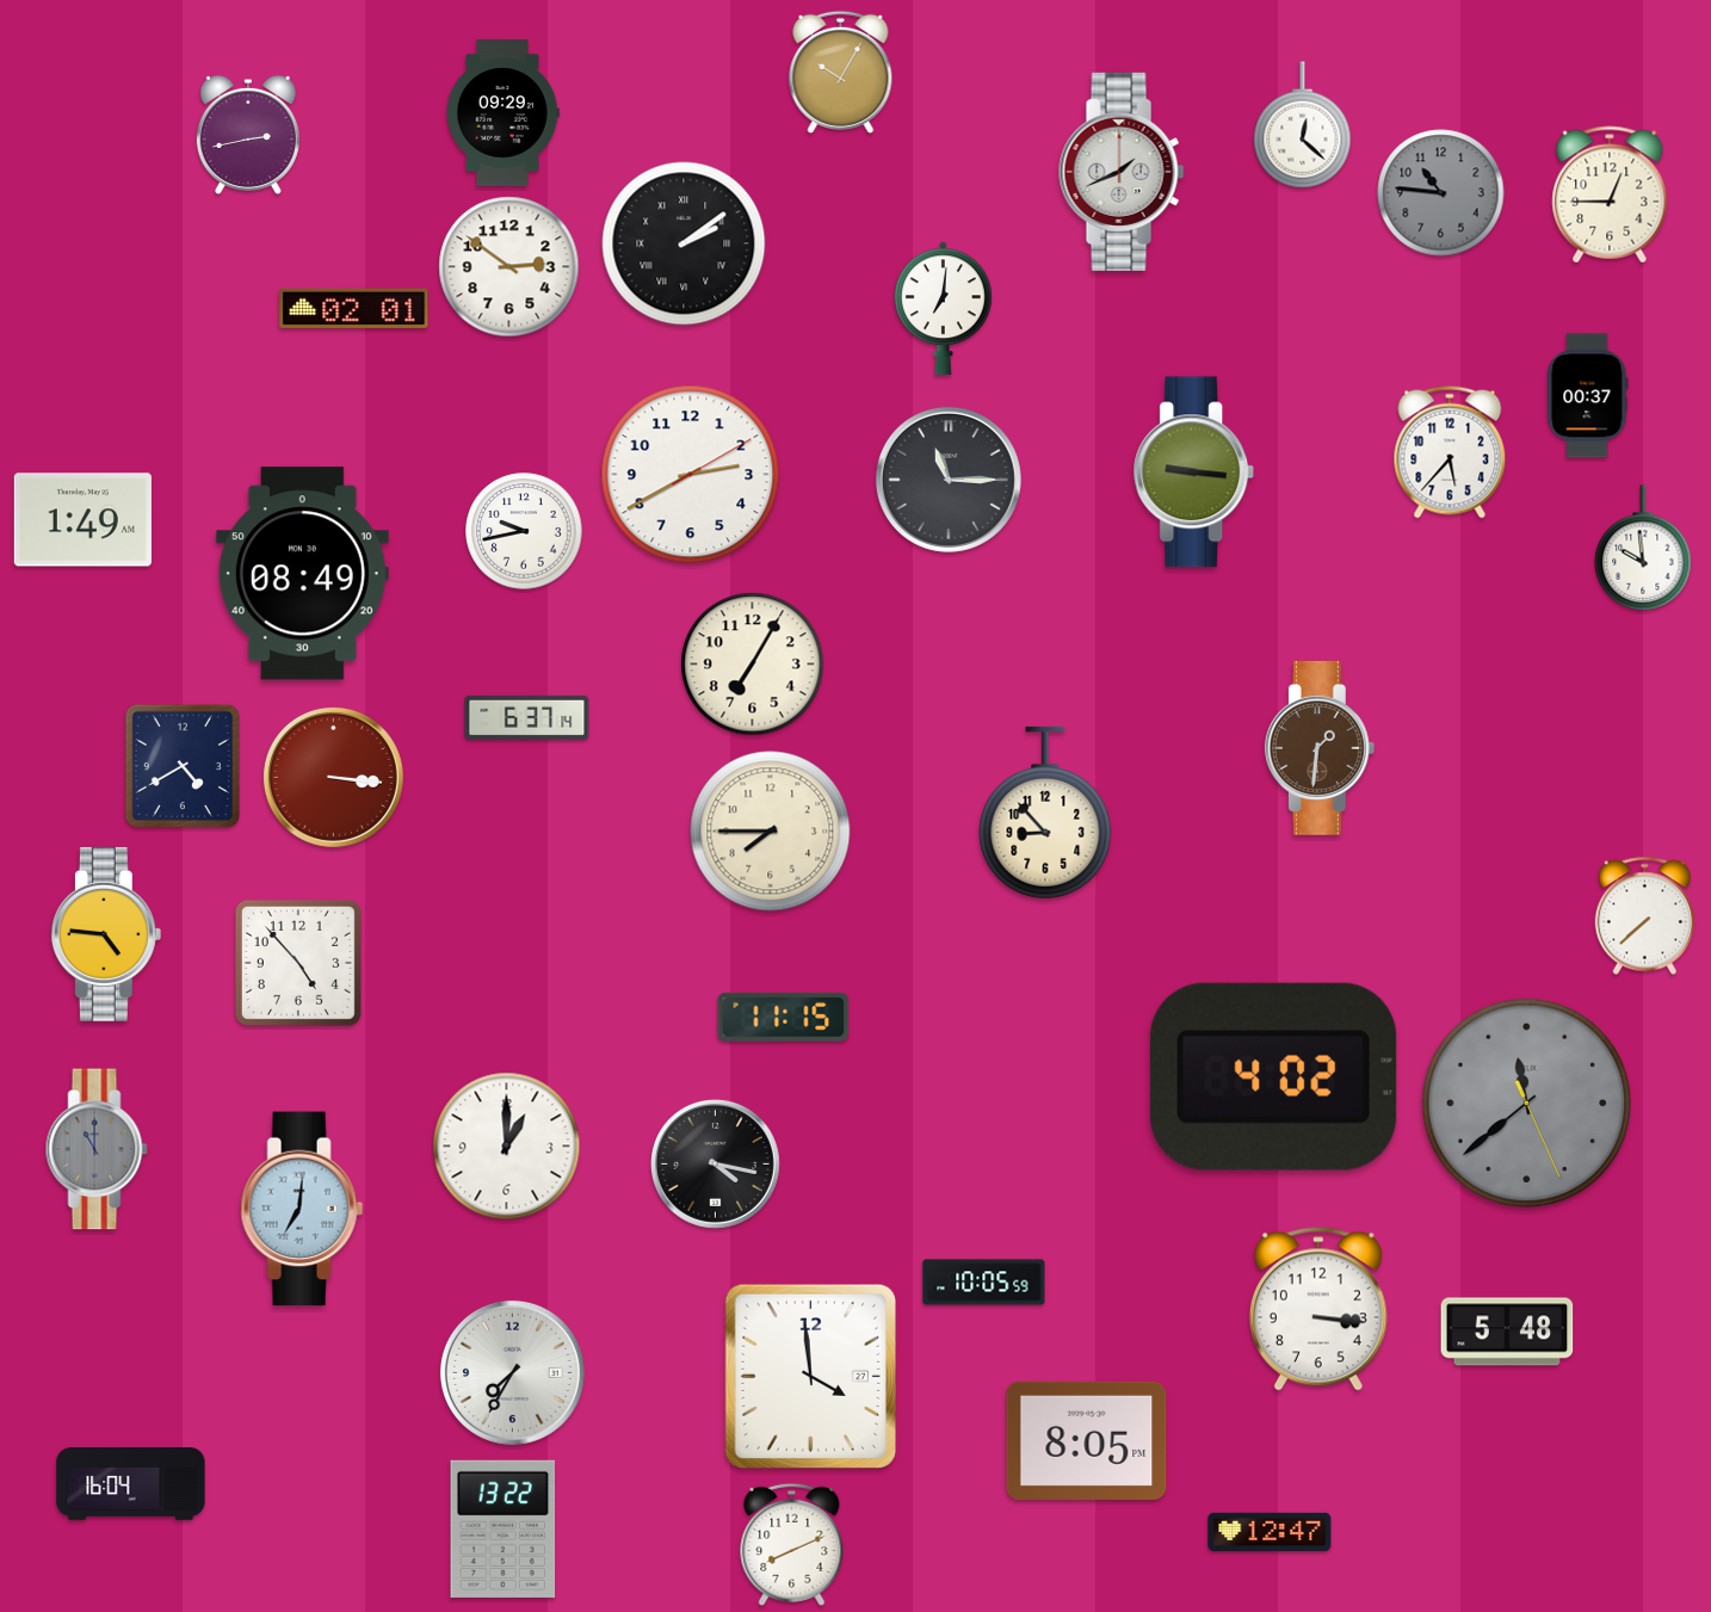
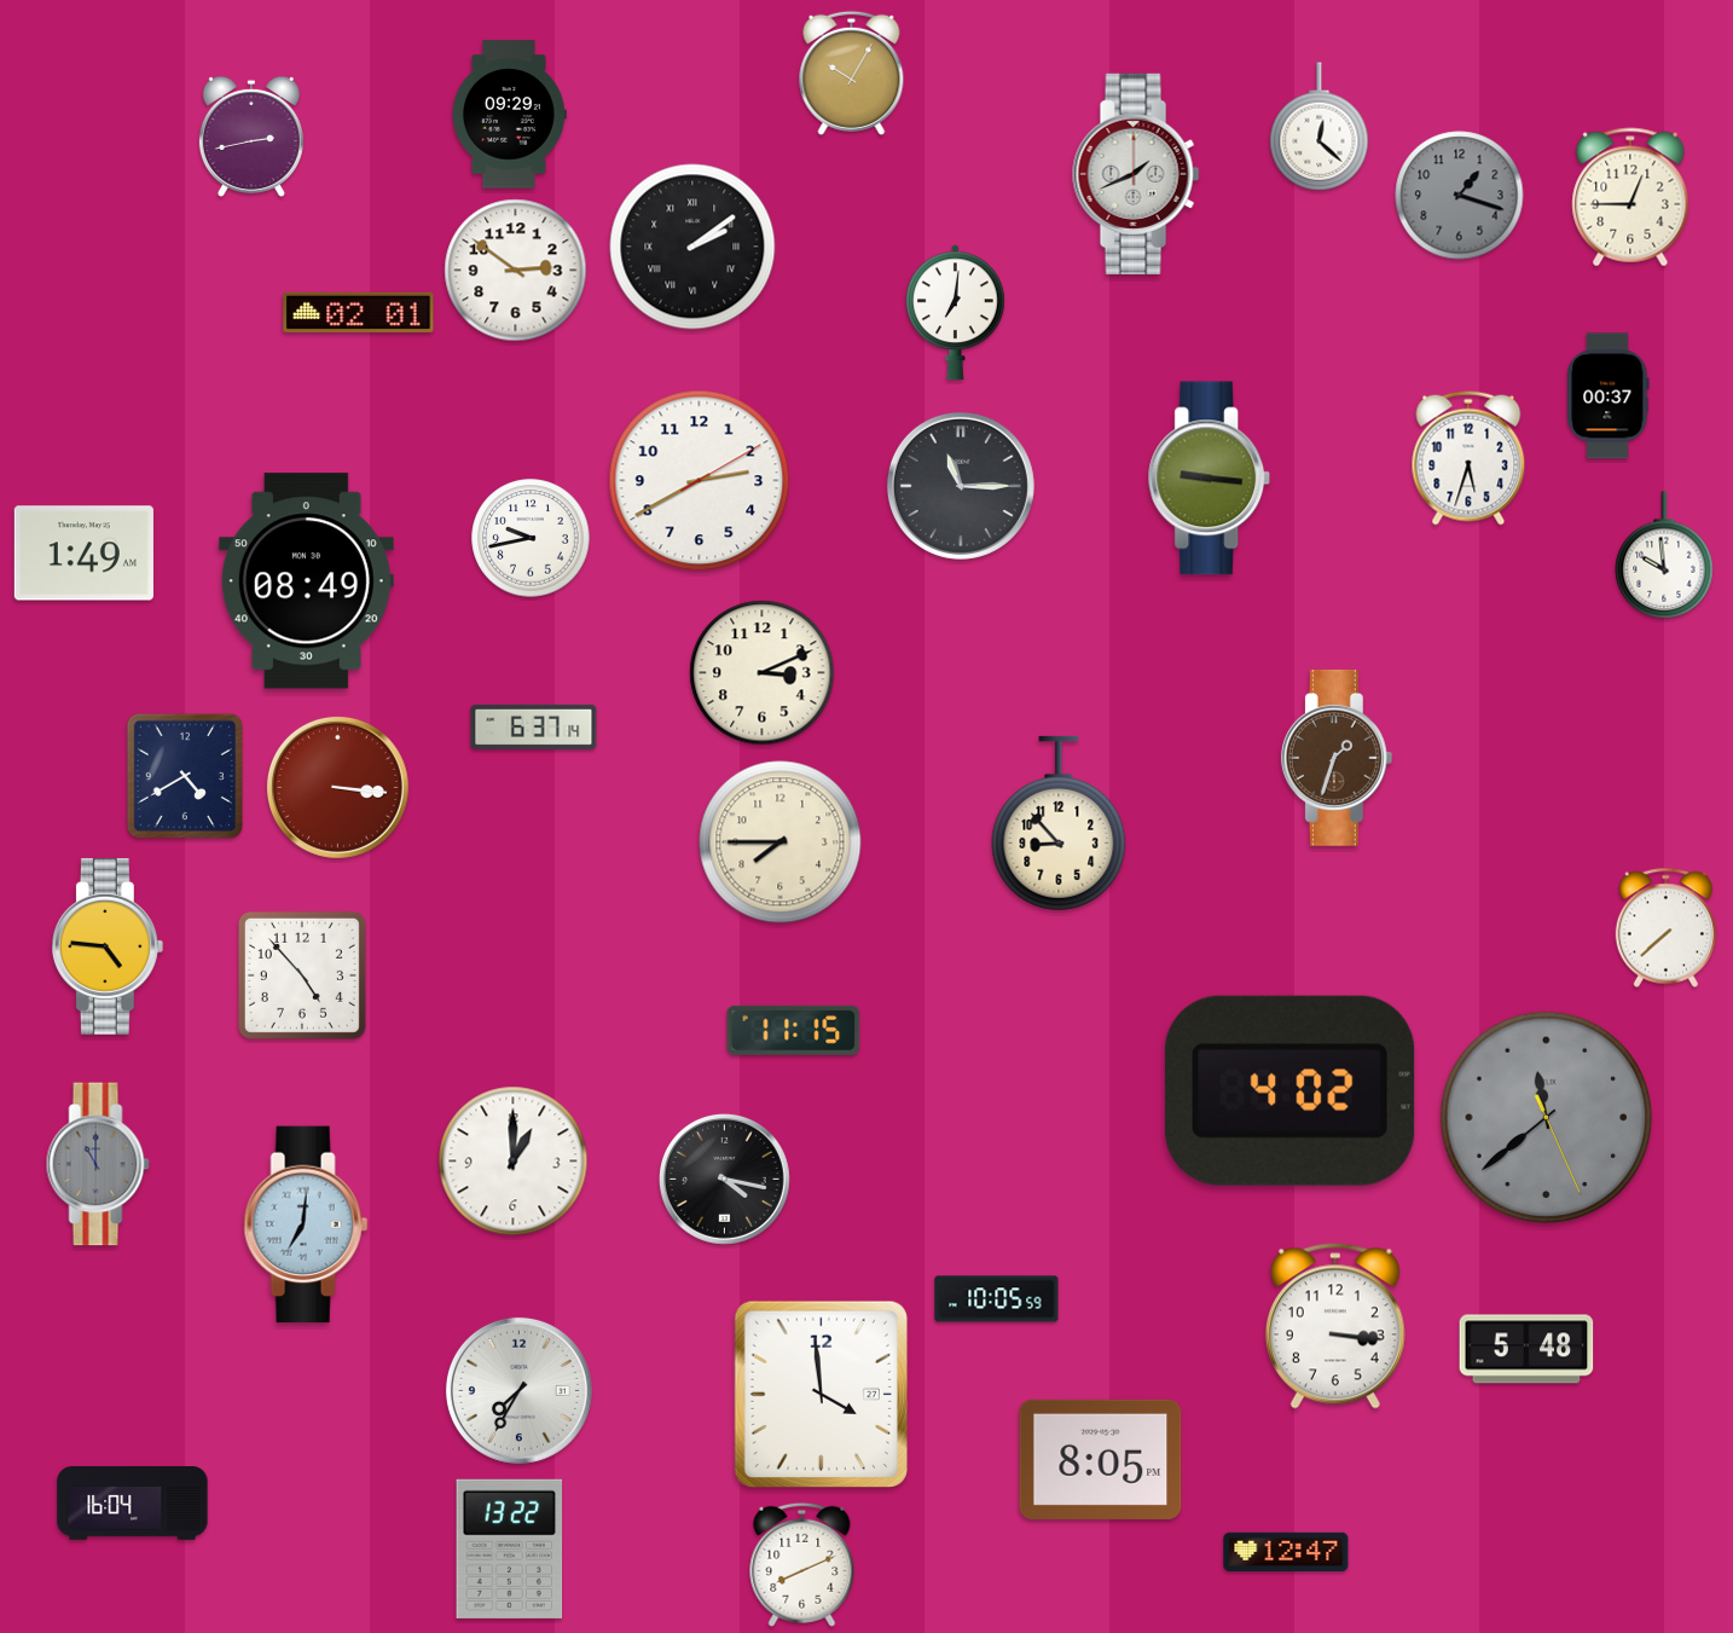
clock at (1441, 193): 10:46 -> 1:18
clock at (1588, 396) position: (1588, 396) -> (1609, 396)
clock at (1450, 452): 5:37 -> 5:33
clock at (82, 520) position: (82, 520) -> (83, 554)
clock at (753, 665): 7:05 -> 3:11
clock at (1320, 748): 1:31 -> 1:33
